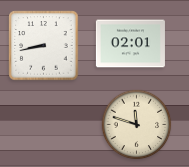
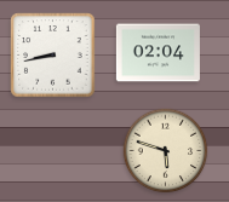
clock at (130, 44): 02:01 -> 02:04
clock at (137, 125): 11:48 -> 5:48
